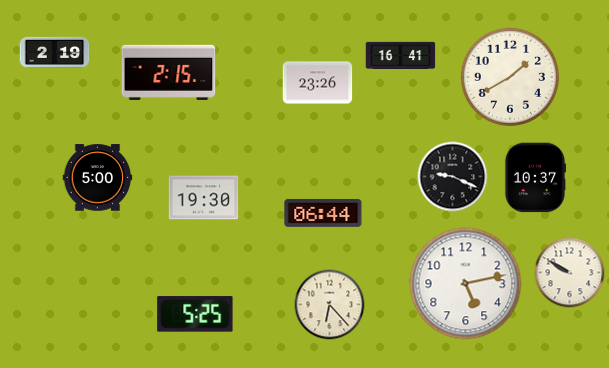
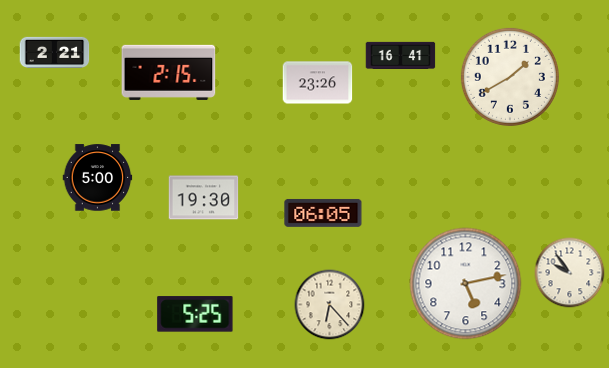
clock at (55, 52): 2:19 -> 2:21
clock at (453, 177): 9:19 -> none
clock at (534, 178): 10:37 -> none
clock at (323, 213): 06:44 -> 06:05
clock at (570, 273): 9:50 -> 9:54
